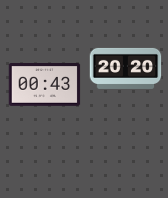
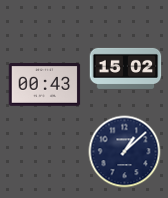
clock at (126, 68): 20:20 -> 15:02
clock at (125, 152): none -> 1:08
